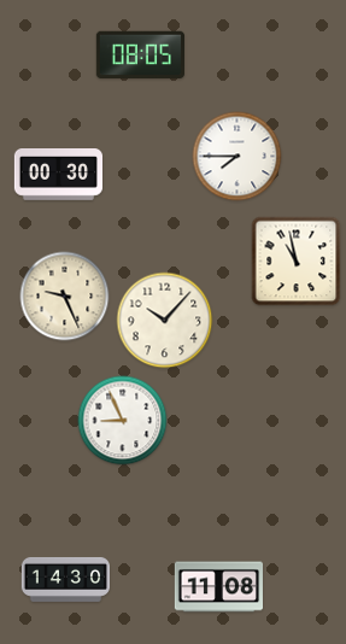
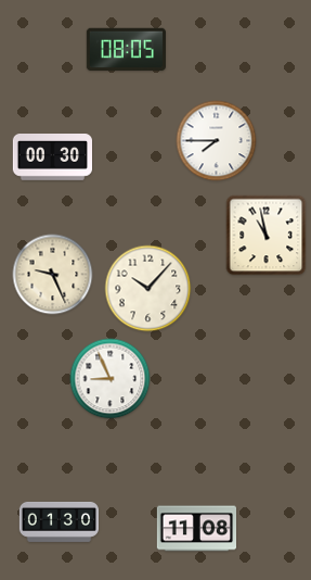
clock at (237, 157) position: (237, 157) -> (217, 141)
clock at (65, 297) position: (65, 297) -> (53, 275)
clock at (65, 579): 14:30 -> 01:30
